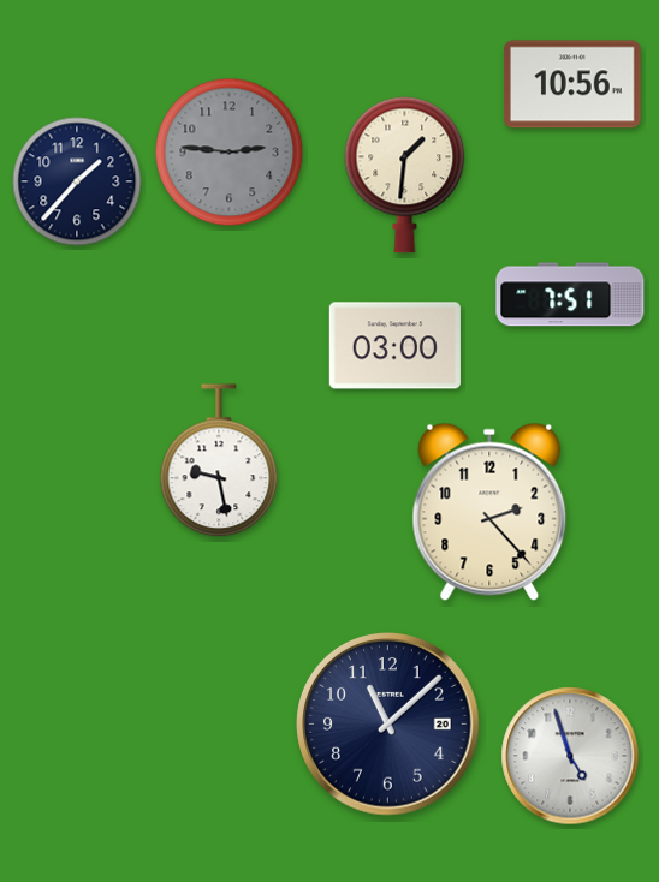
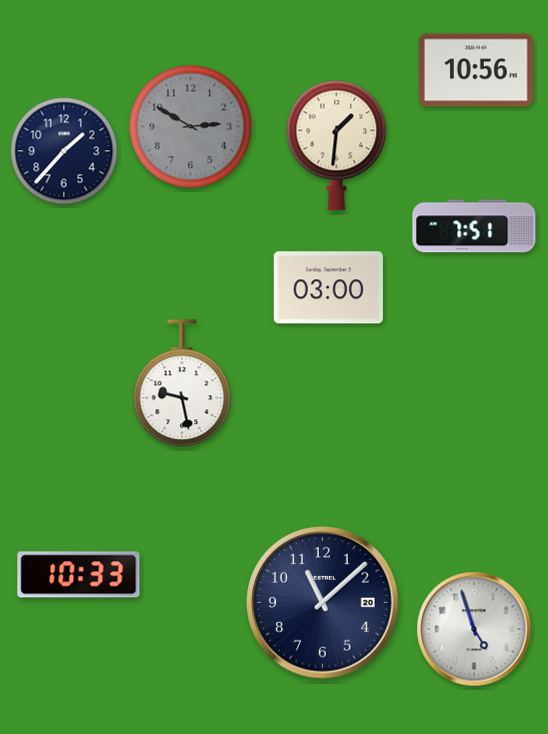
clock at (230, 153): 2:46 -> 2:50
clock at (570, 294) position: (570, 294) -> (474, 226)
clock at (489, 512): 2:23 -> none
clock at (79, 575): none -> 10:33
